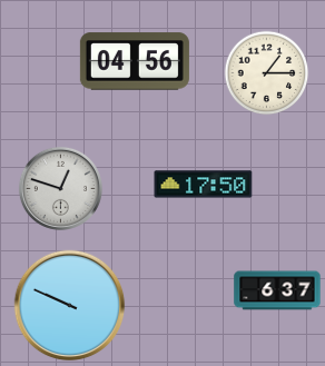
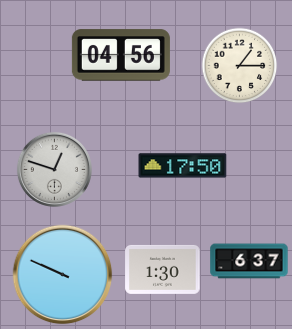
clock at (163, 269): none -> 1:30
